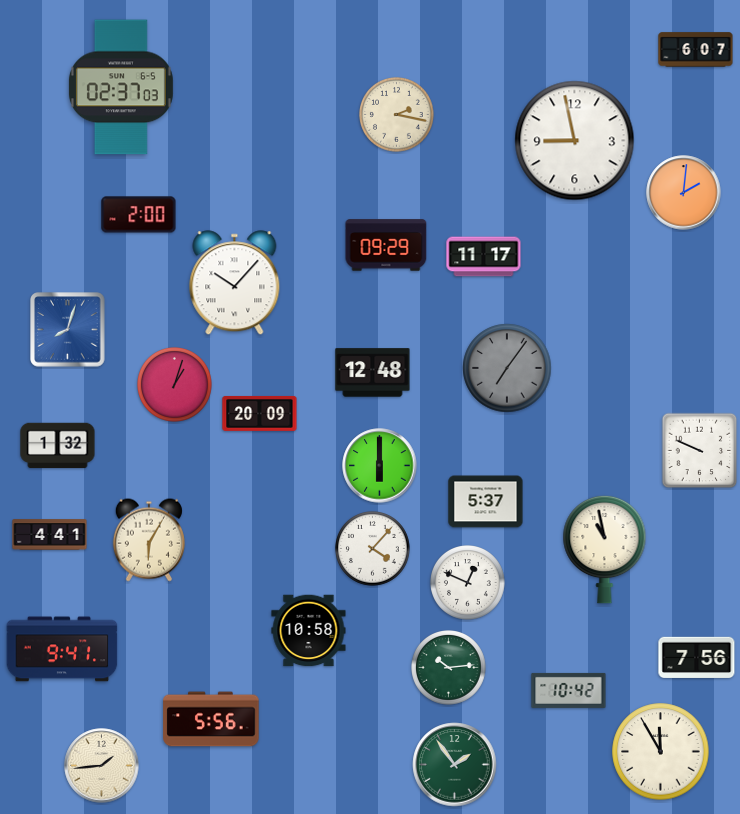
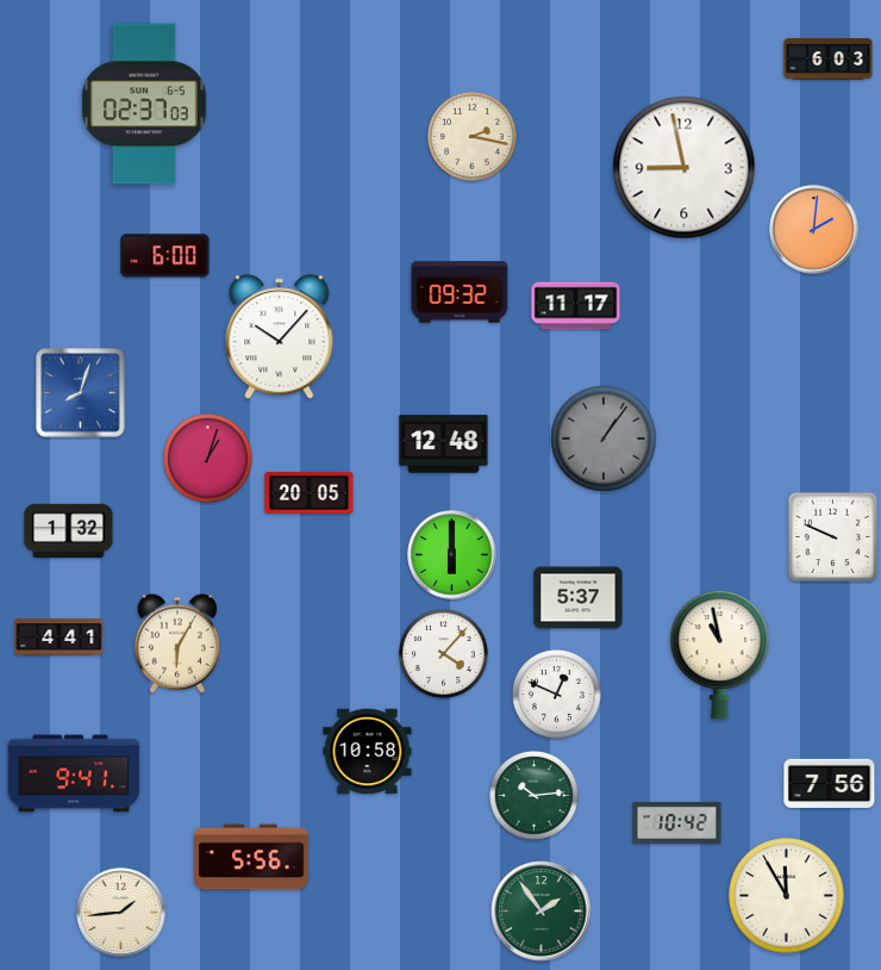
clock at (696, 50): 6:07 -> 6:03
clock at (139, 215): 2:00 -> 6:00
clock at (386, 245): 09:29 -> 09:32
clock at (507, 368): 7:06 -> 1:06
clock at (260, 413): 20:09 -> 20:05
